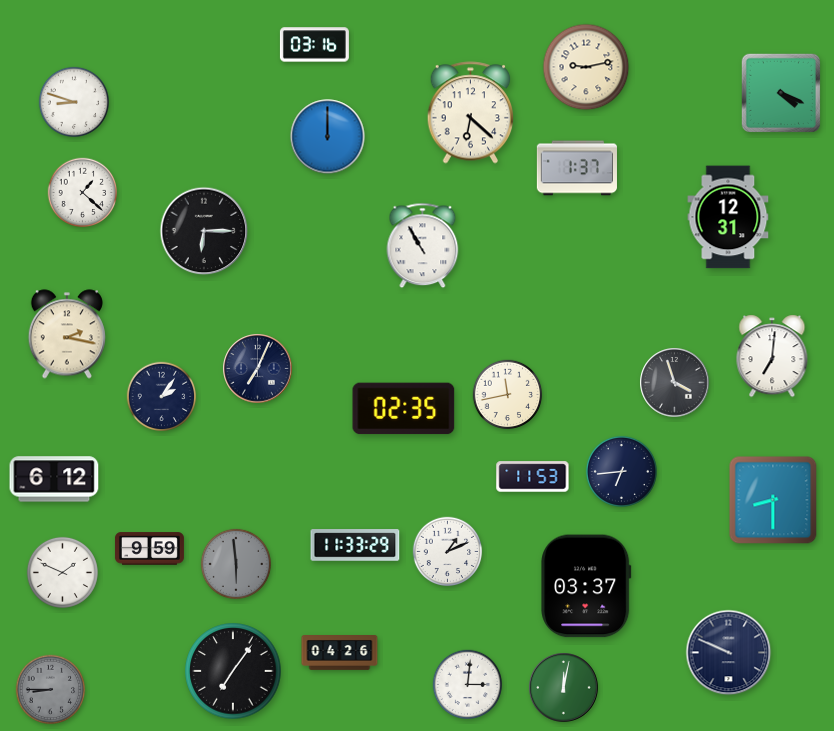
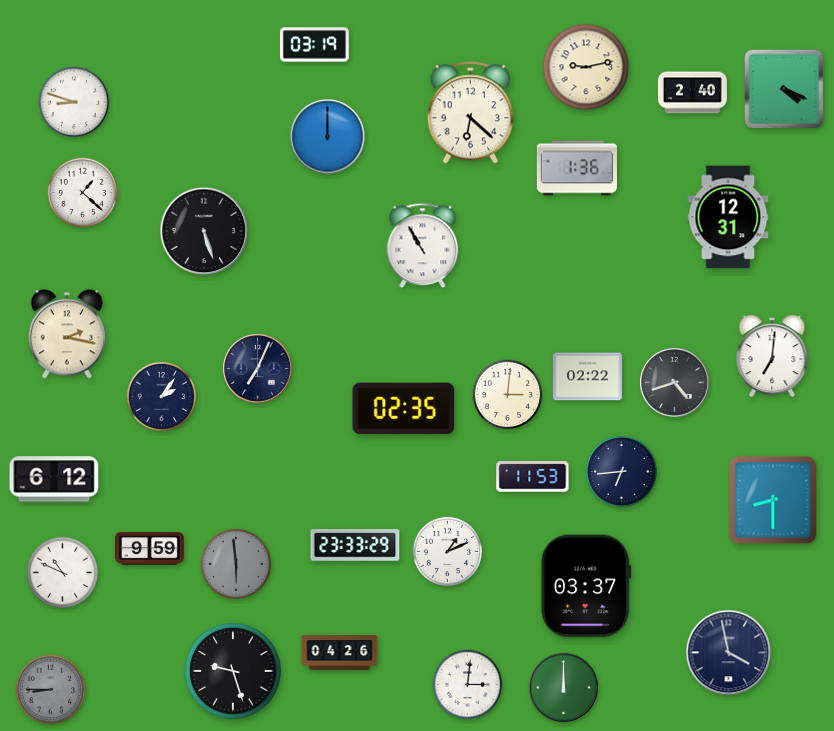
clock at (314, 45): 03:16 -> 03:19
clock at (692, 93): none -> 2:40
clock at (781, 93) position: (781, 93) -> (784, 89)
clock at (577, 168): 1:37 -> 1:36
clock at (204, 231): 6:15 -> 5:27
clock at (587, 377): none -> 02:22
clock at (675, 383): 3:57 -> 4:42
clock at (508, 395): 11:43 -> 3:01
clock at (355, 545): 11:33 -> 23:33
clock at (62, 572): 1:49 -> 10:49
clock at (729, 653): 9:49 -> 3:58
clock at (233, 671): 7:06 -> 9:27
clock at (564, 688): 12:02 -> 12:00
